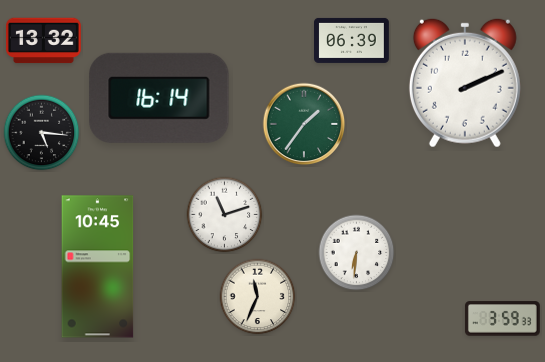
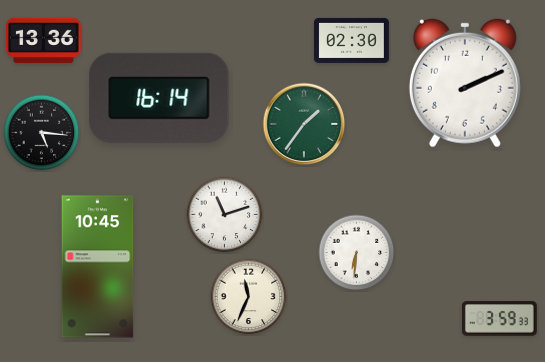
clock at (352, 40): 06:39 -> 02:30
clock at (44, 41): 13:32 -> 13:36
clock at (258, 297) position: (258, 297) -> (249, 297)
clock at (502, 319) position: (502, 319) -> (499, 319)
